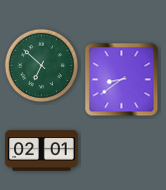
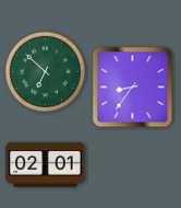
clock at (122, 80): 8:39 -> 8:36
